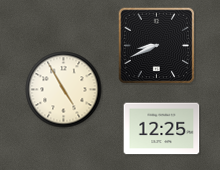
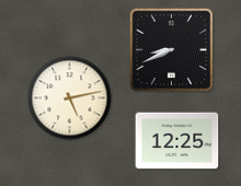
clock at (64, 90): 4:55 -> 5:13
